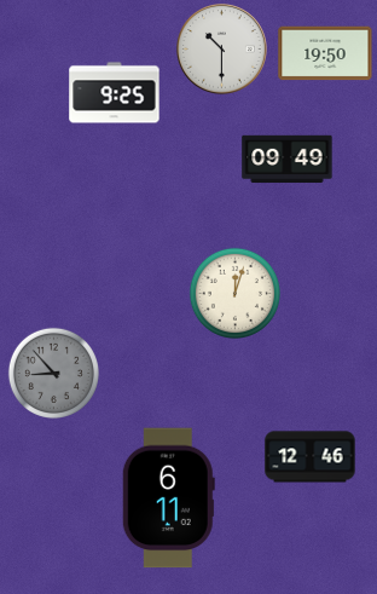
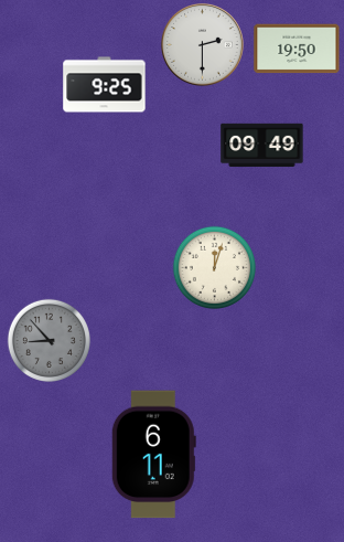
clock at (222, 50): 10:30 -> 2:30
clock at (311, 457): 12:46 -> none
